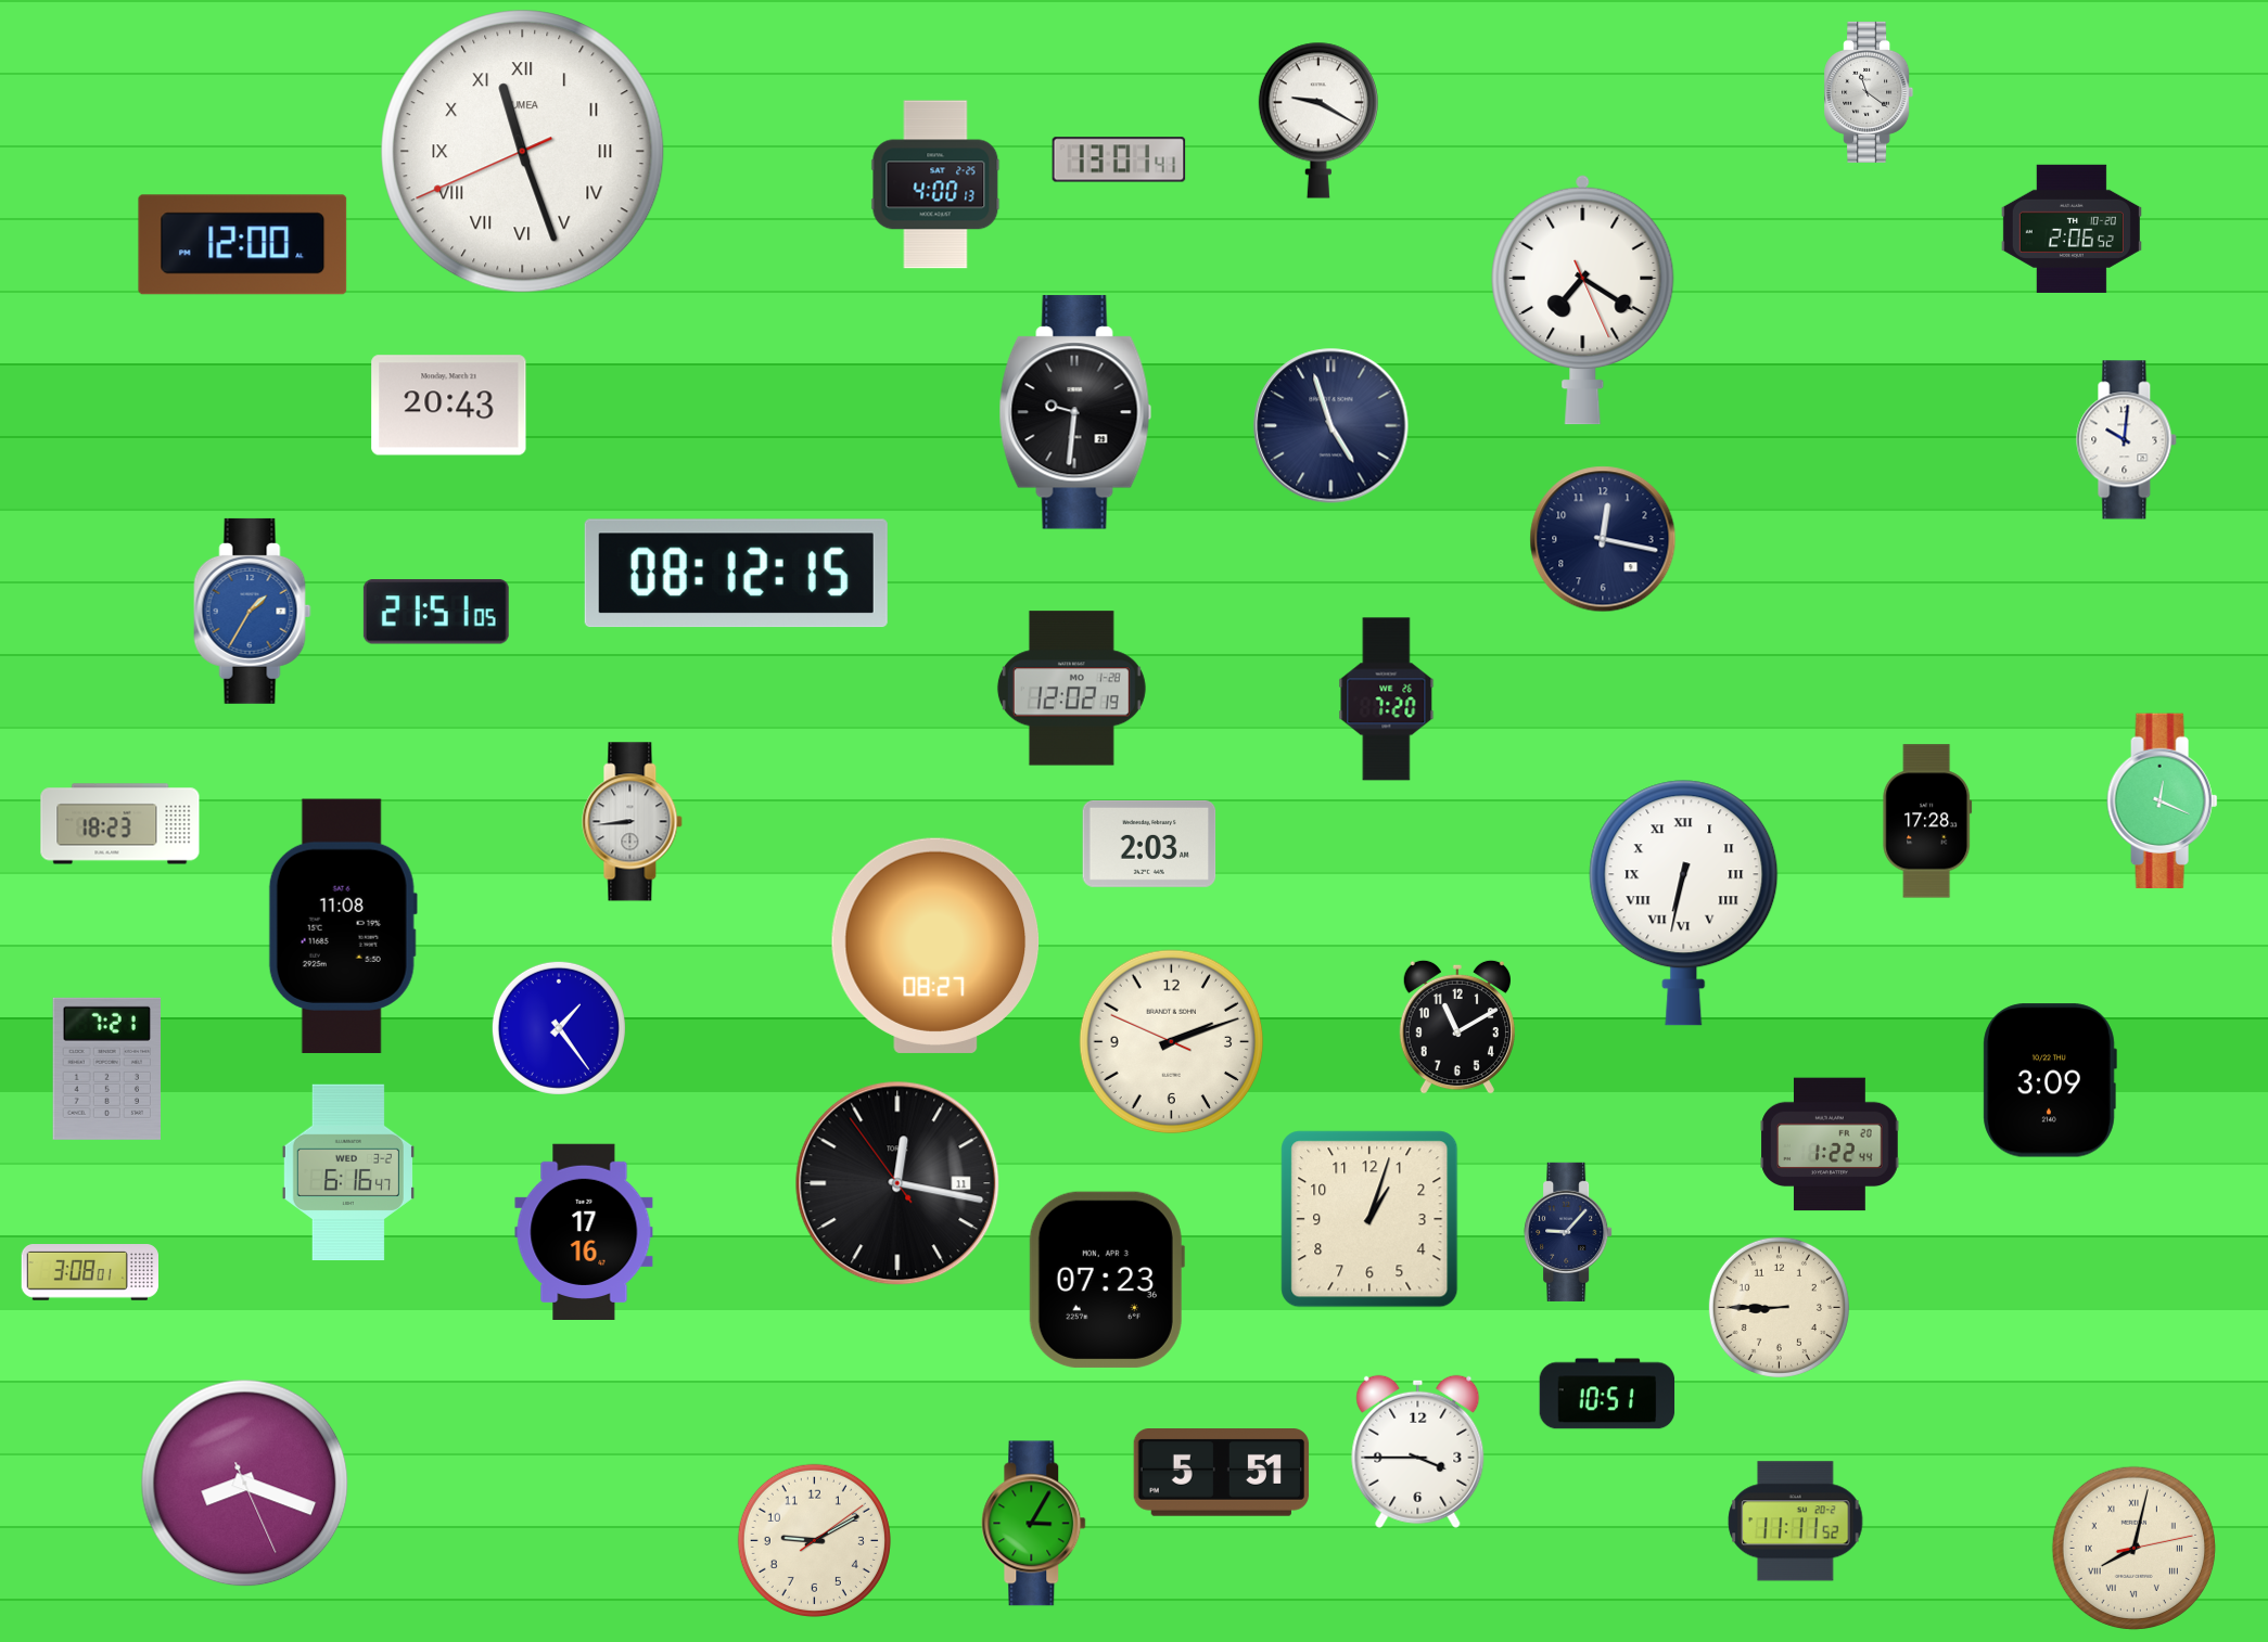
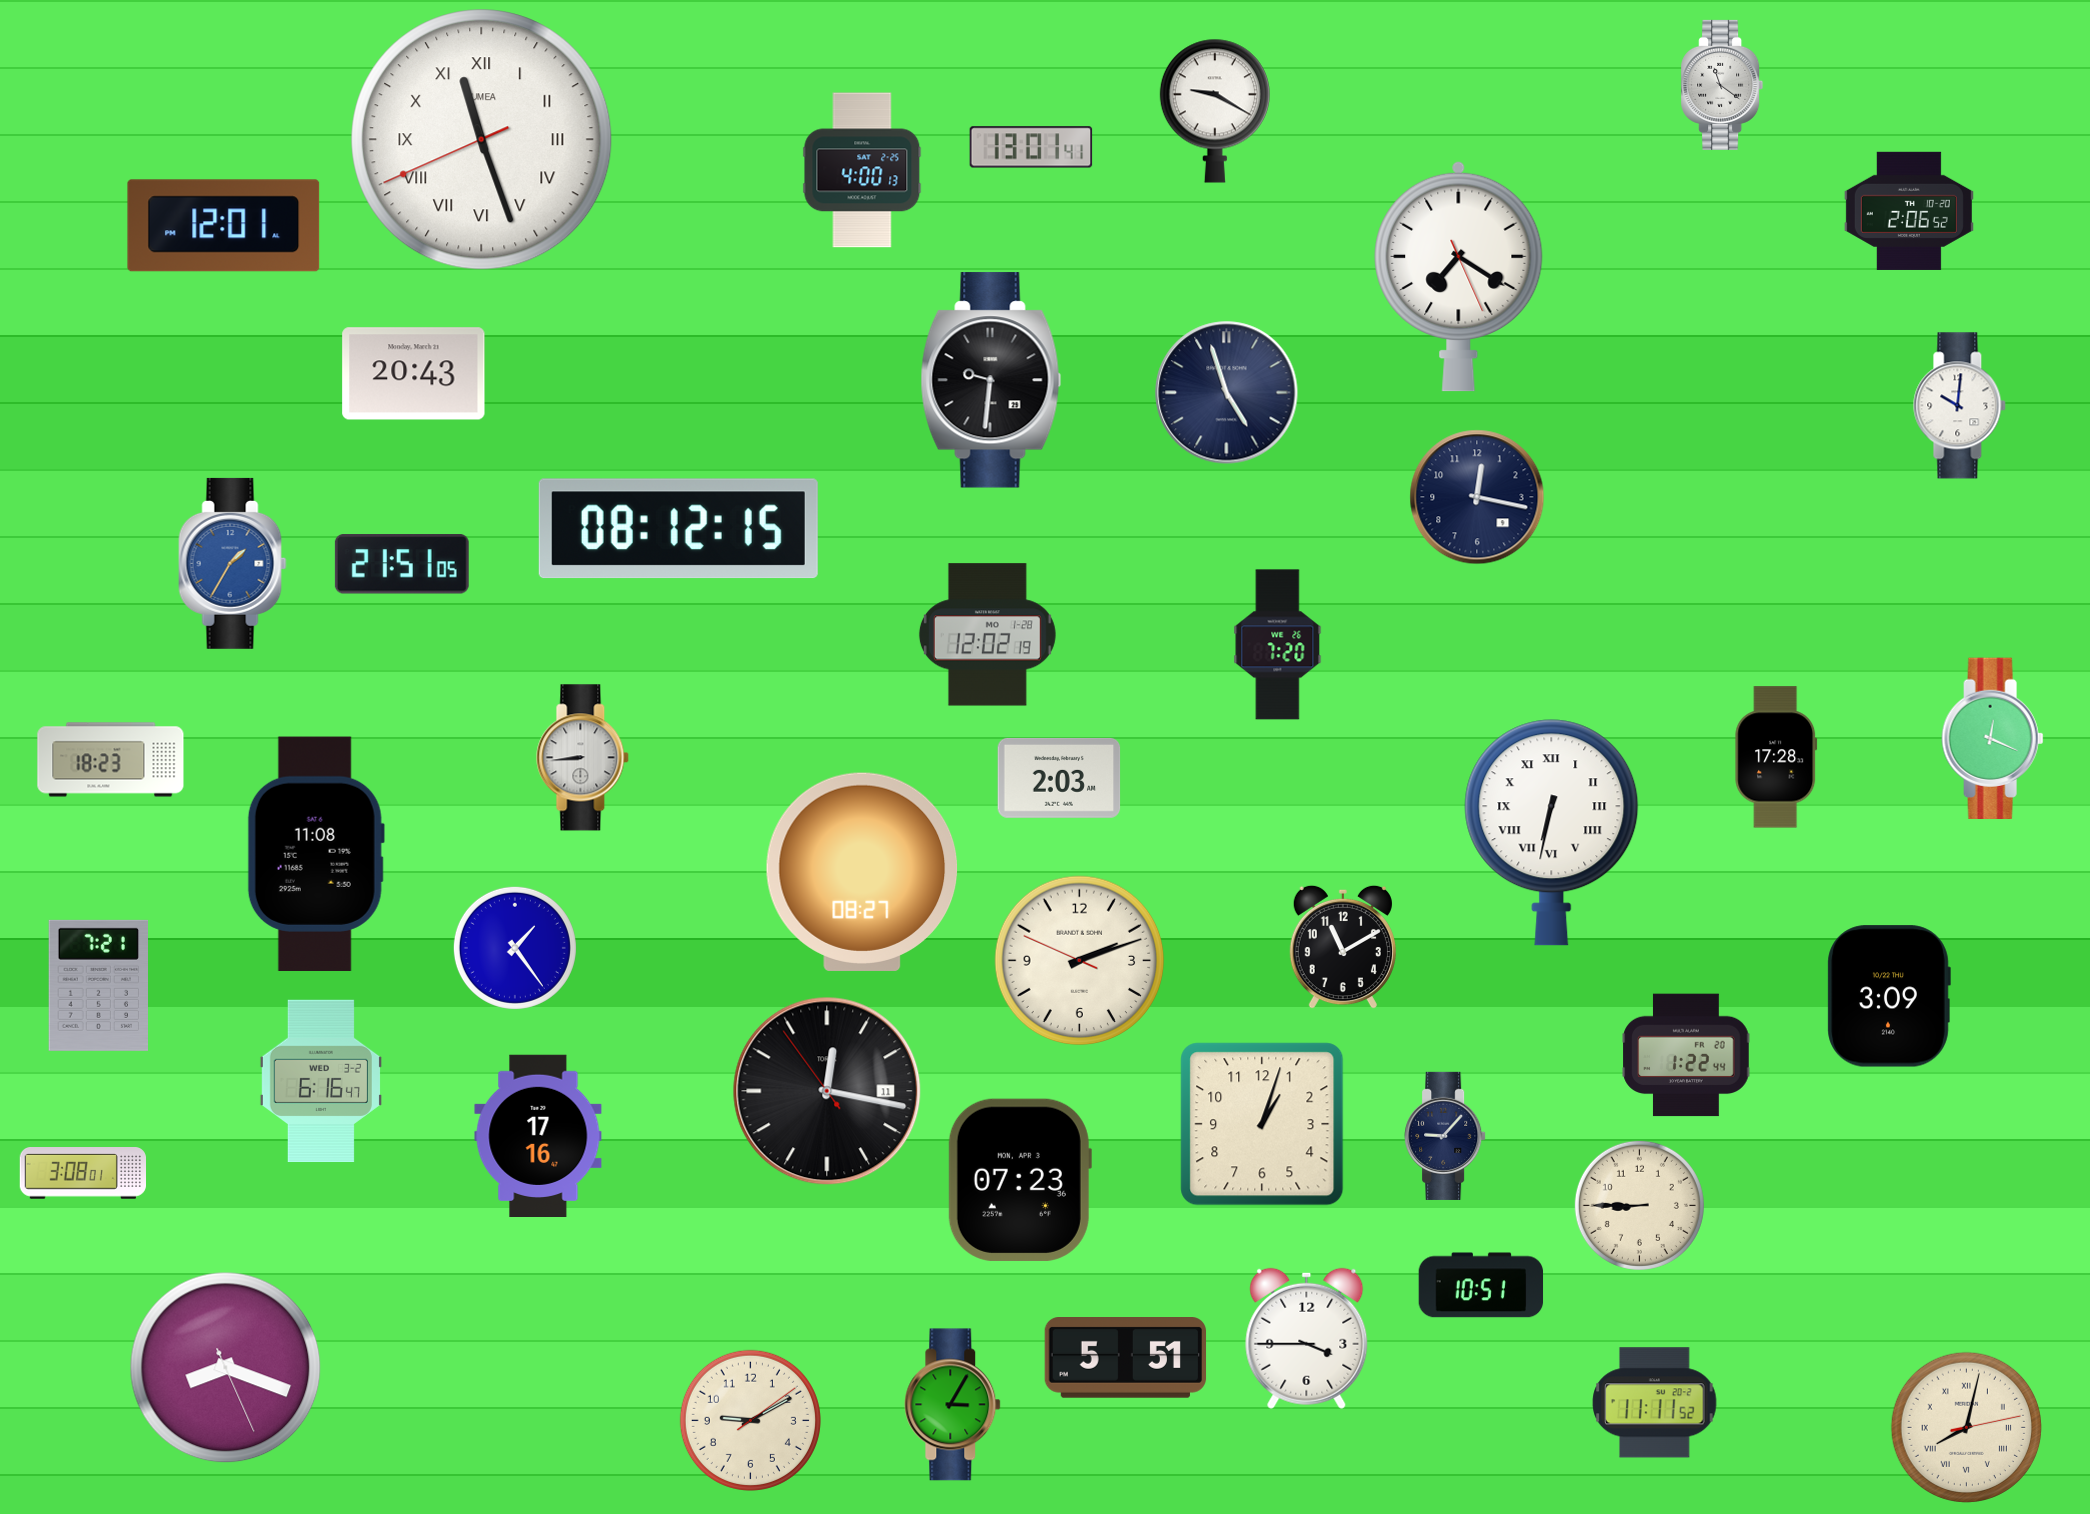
clock at (243, 245): 12:00 -> 12:01
